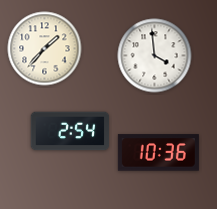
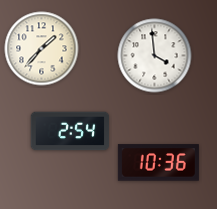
clock at (45, 49) position: (45, 49) -> (42, 49)
clock at (158, 153) position: (158, 153) -> (158, 163)
